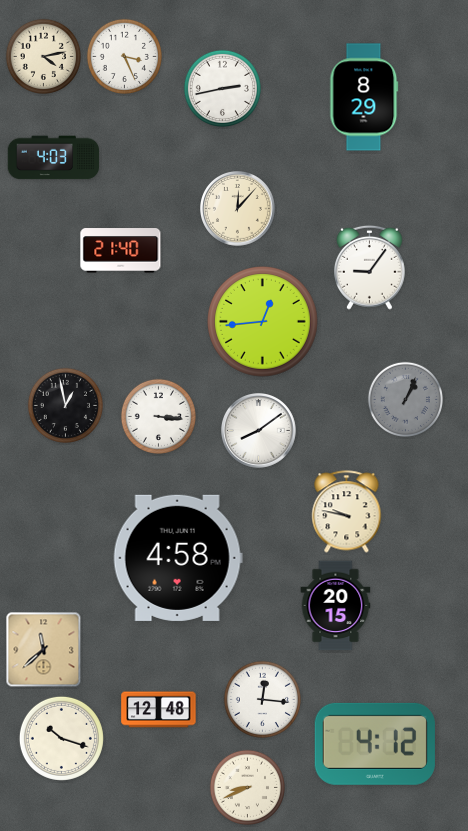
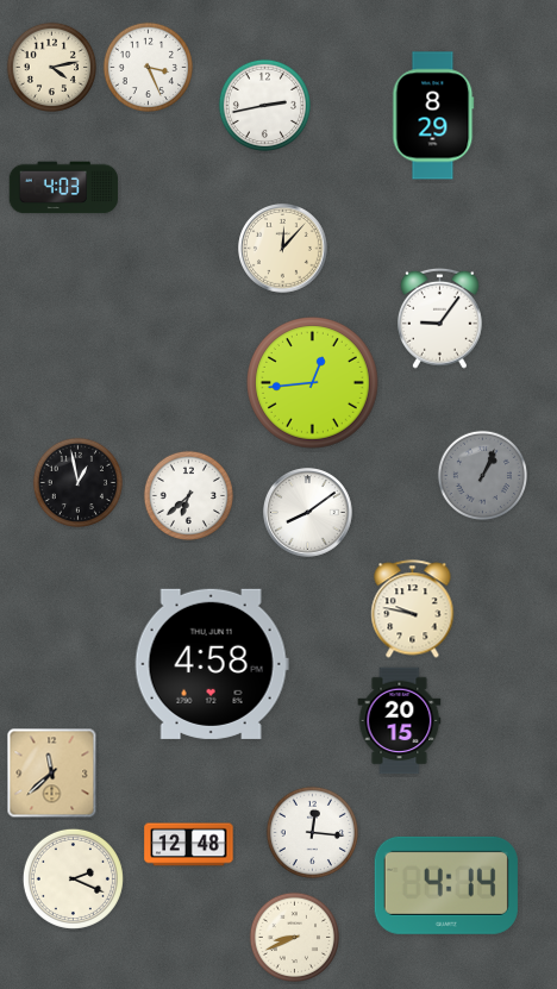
clock at (121, 251): 21:40 -> none
clock at (158, 416): 3:16 -> 6:38
clock at (61, 738): 10:18 -> 2:19
clock at (375, 744): 4:12 -> 4:14
